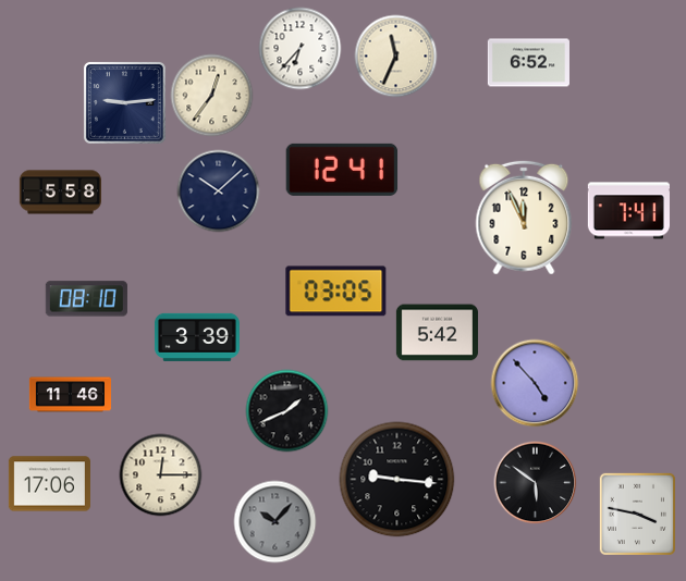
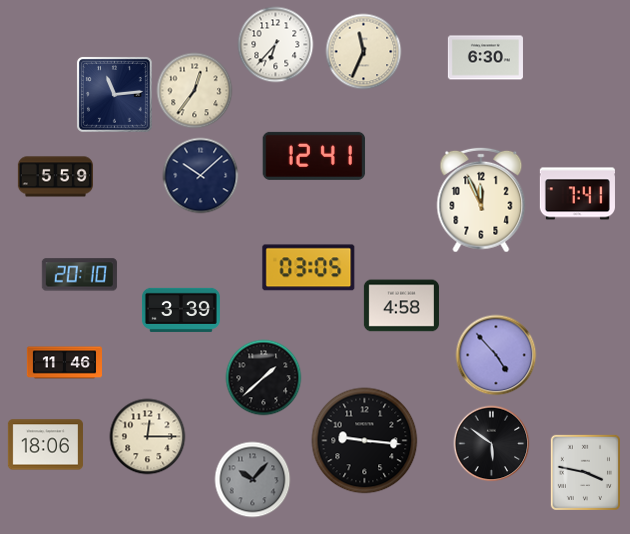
clock at (528, 63): 6:52 -> 6:30
clock at (212, 96) position: (212, 96) -> (195, 91)
clock at (124, 102): 9:14 -> 11:14
clock at (60, 193): 5:58 -> 5:59
clock at (86, 299): 08:10 -> 20:10
clock at (437, 333): 5:42 -> 4:58
clock at (535, 383) position: (535, 383) -> (496, 355)
clock at (287, 411): 1:41 -> 1:38
clock at (49, 484): 17:06 -> 18:06
